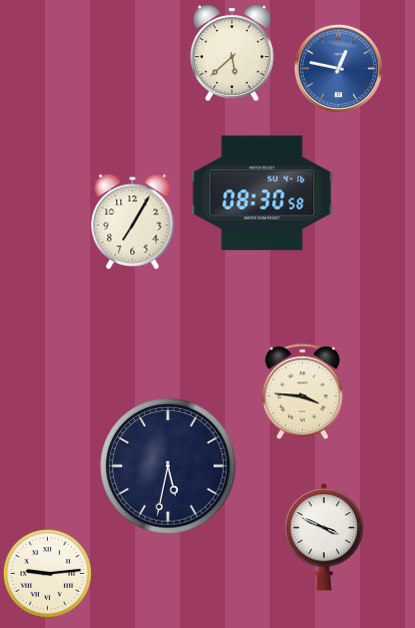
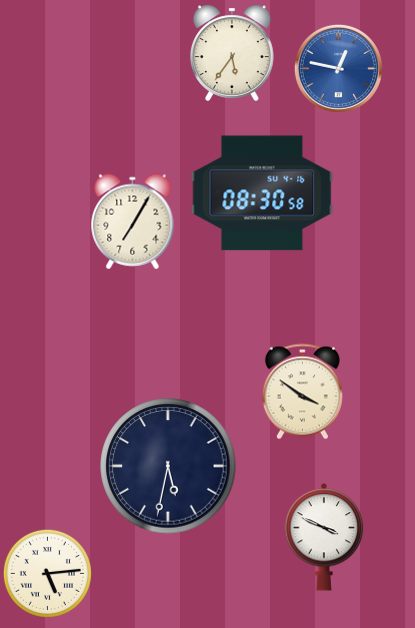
clock at (232, 53): 5:38 -> 5:36
clock at (302, 392): 3:46 -> 3:51
clock at (47, 573): 9:14 -> 5:14
